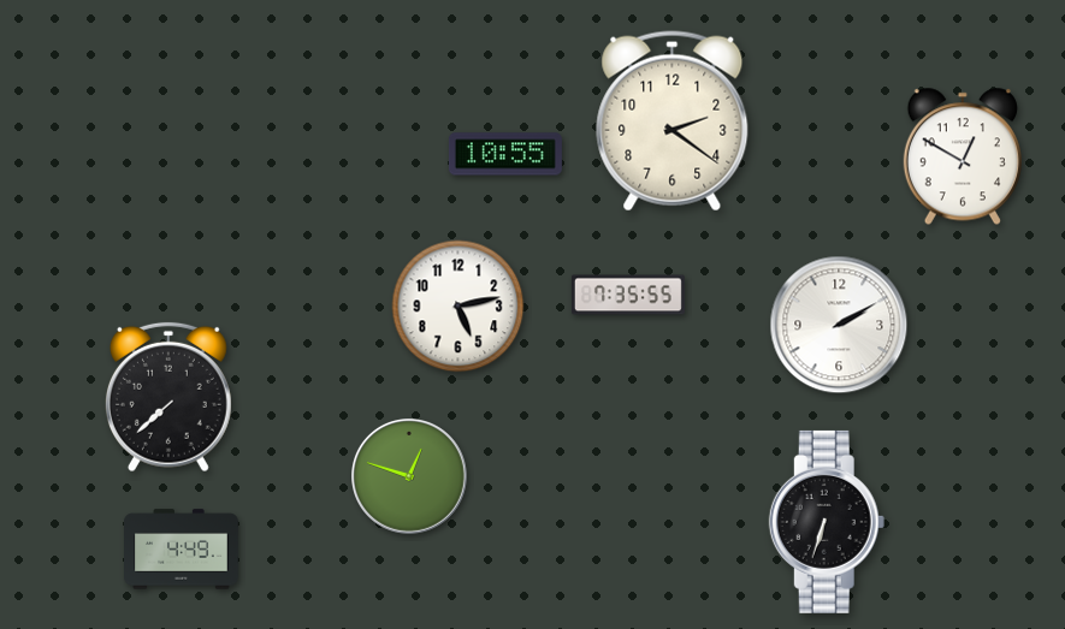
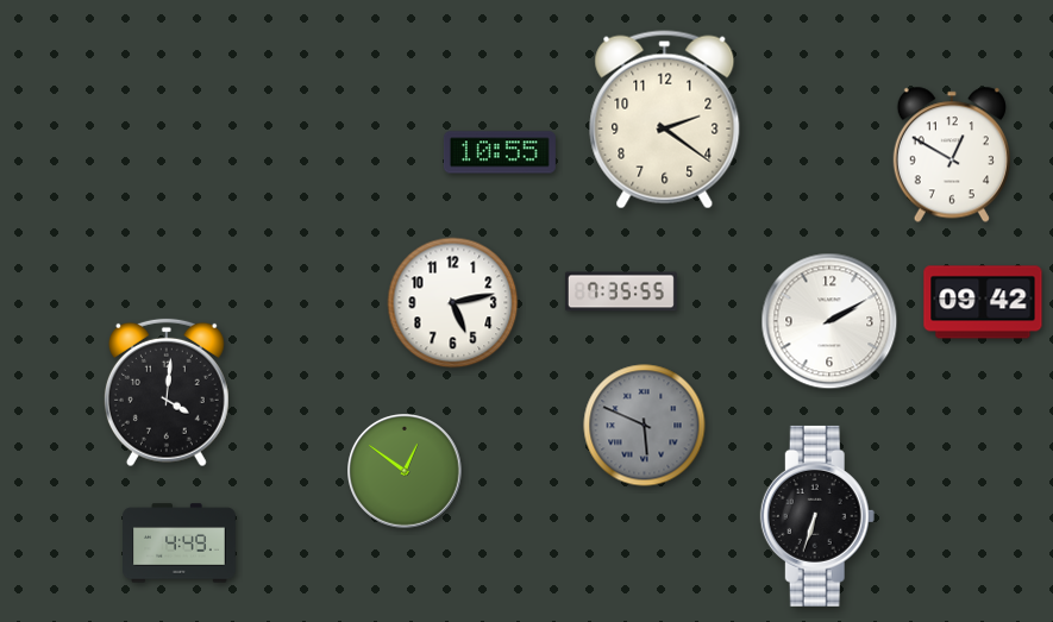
clock at (983, 302): none -> 09:42
clock at (168, 397): 7:38 -> 4:01
clock at (645, 426): none -> 5:49
clock at (410, 477): 12:48 -> 12:51
